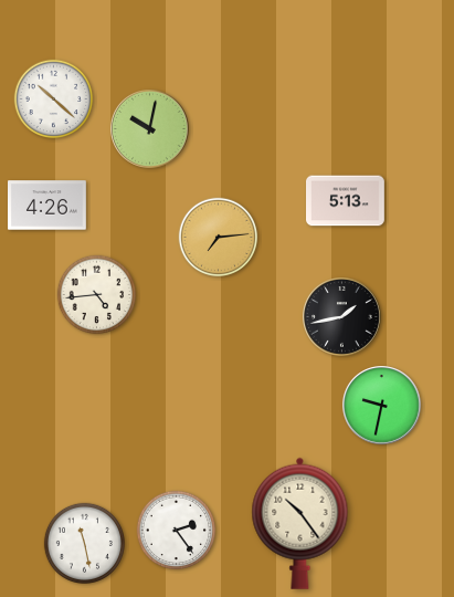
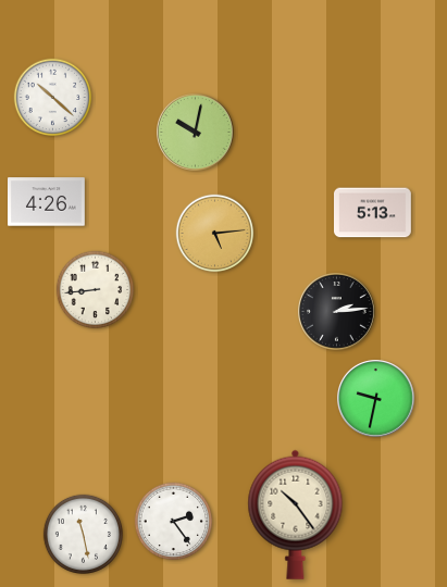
clock at (150, 129) position: (150, 129) -> (196, 133)
clock at (346, 201) position: (346, 201) -> (373, 213)
clock at (219, 238): 7:14 -> 5:14
clock at (97, 295): 4:44 -> 8:44
clock at (342, 317): 1:43 -> 2:14
